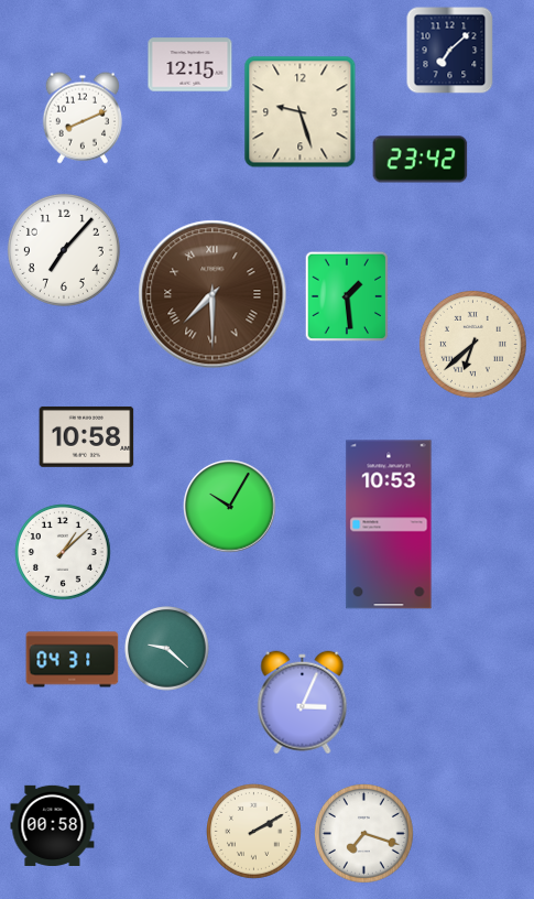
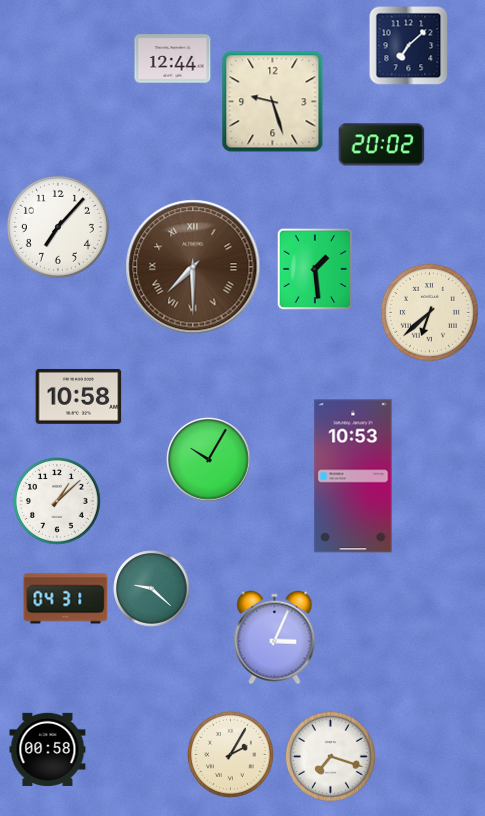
clock at (190, 65): 12:15 -> 12:44
clock at (83, 118): 8:11 -> none
clock at (421, 160): 23:42 -> 20:02
clock at (254, 832): 2:10 -> 2:05
